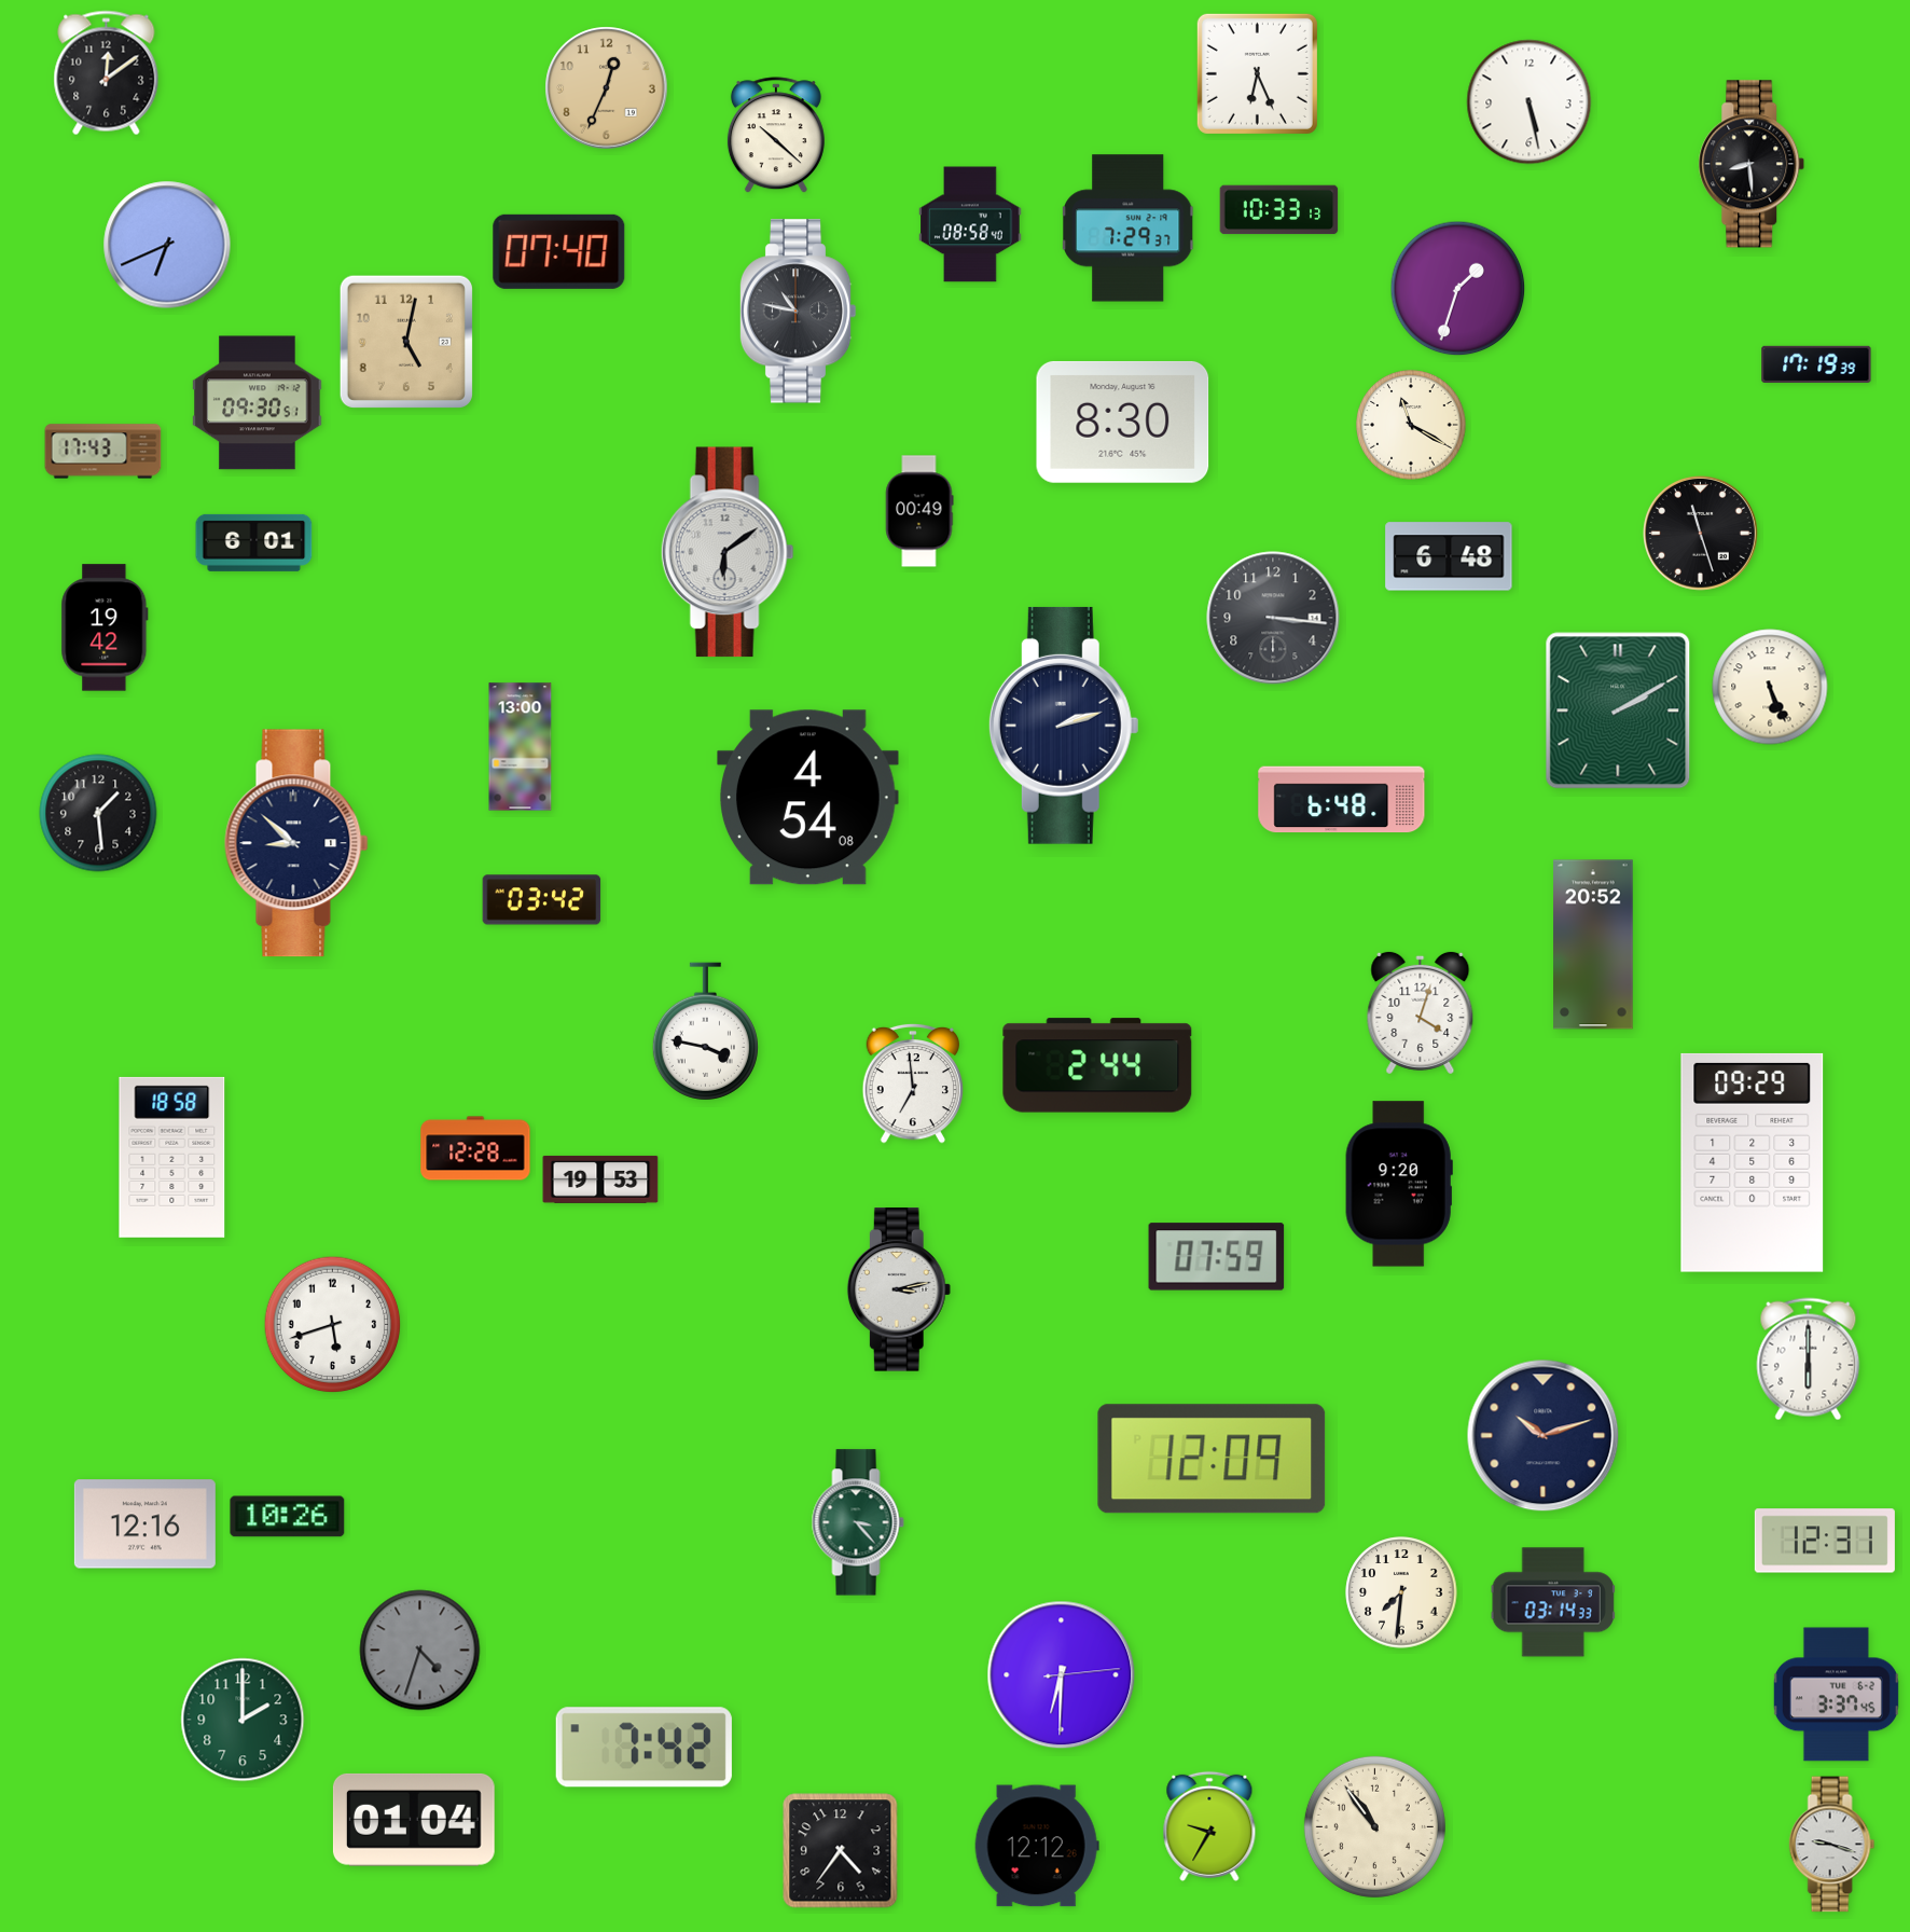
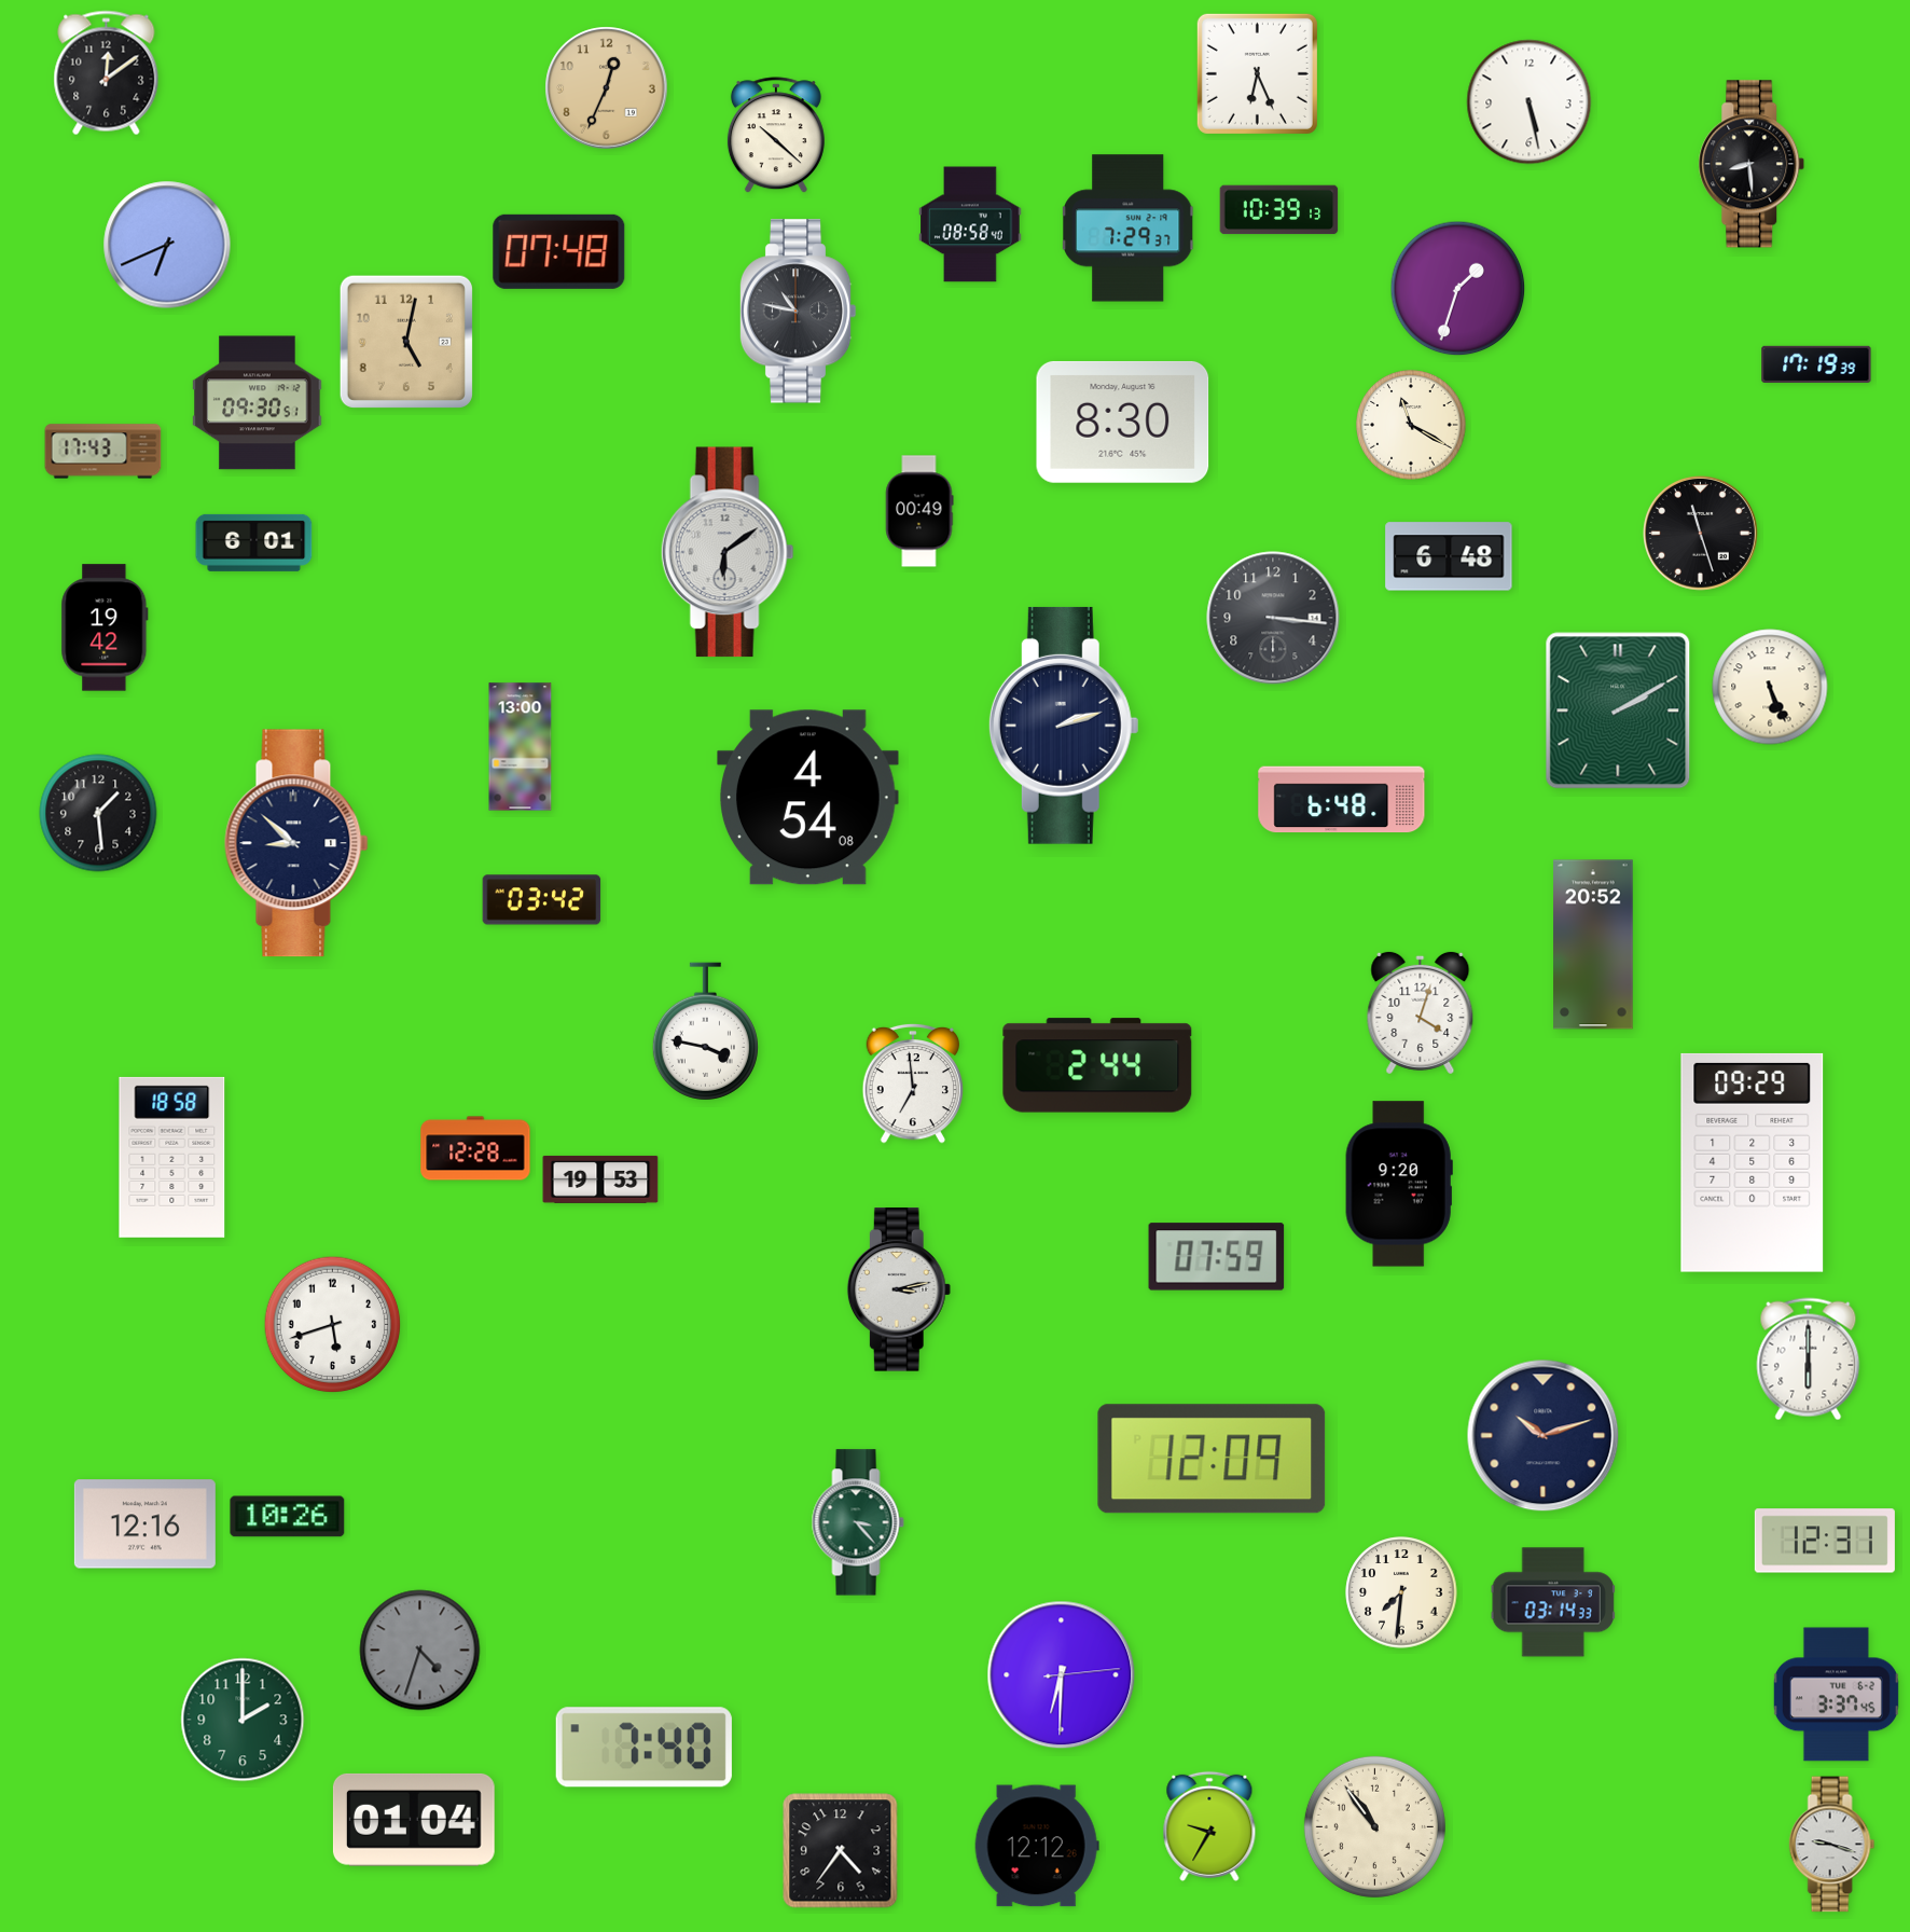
clock at (1279, 210): 10:33 -> 10:39
clock at (559, 251): 07:40 -> 07:48
clock at (643, 1748): 7:42 -> 7:40
